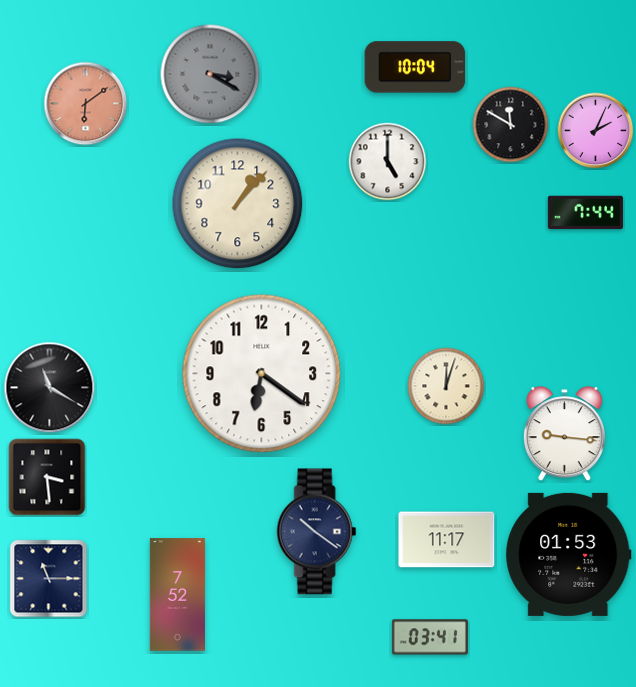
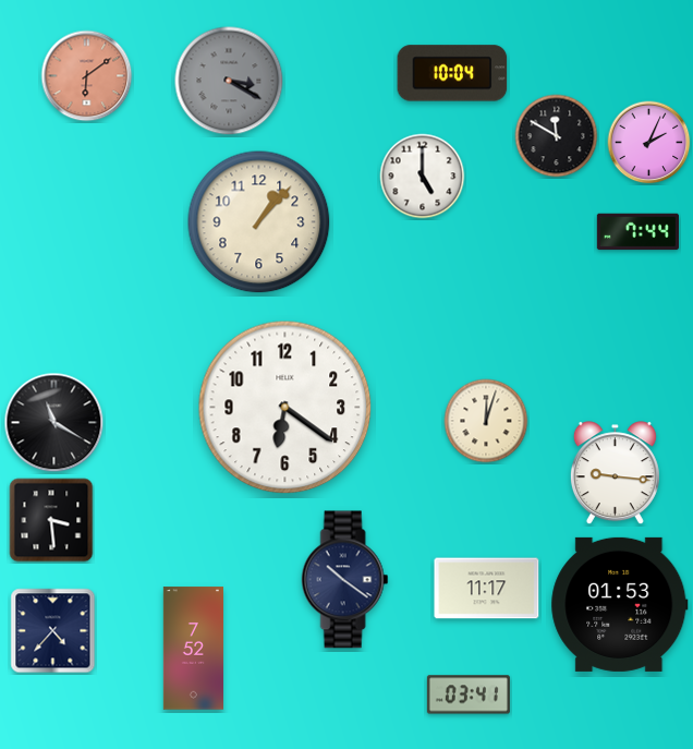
clock at (86, 104) position: (86, 104) -> (87, 76)
clock at (49, 579): 11:15 -> 4:37
